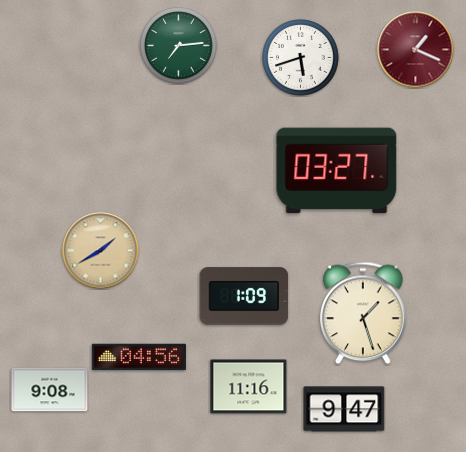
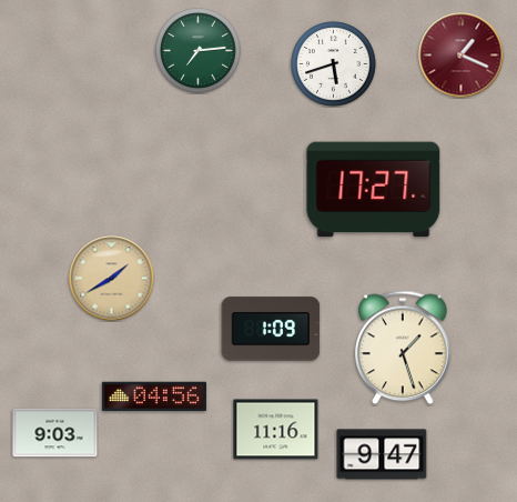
clock at (337, 171): 03:27 -> 17:27
clock at (50, 390): 9:08 -> 9:03
